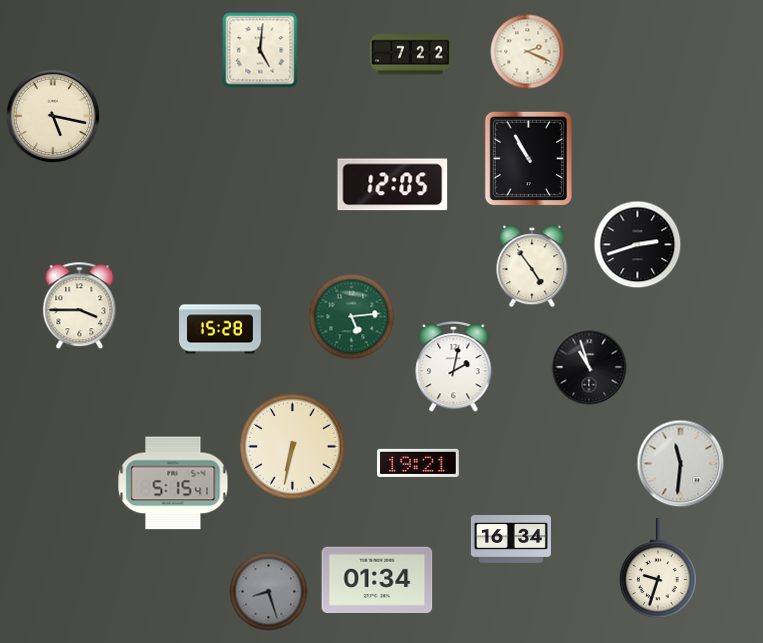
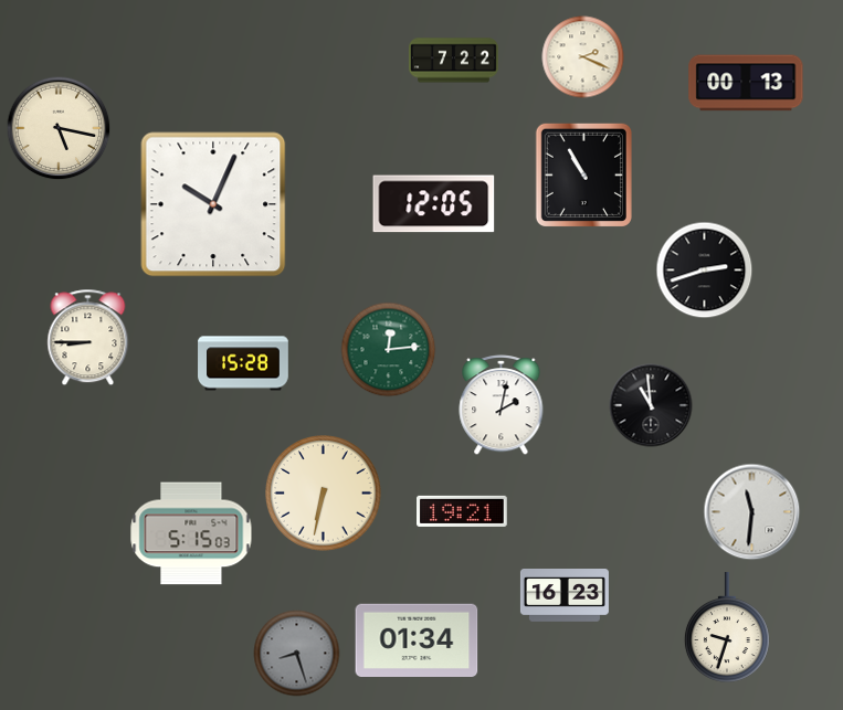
clock at (260, 50): 5:01 -> none
clock at (746, 83): none -> 00:13
clock at (213, 204): none -> 10:04
clock at (532, 266): 4:54 -> none
clock at (80, 306): 3:45 -> 8:45
clock at (352, 317): 5:14 -> 12:14
clock at (589, 367): 10:57 -> 10:59
clock at (173, 483): 5:15:41 -> 5:15:03
clock at (511, 540): 16:34 -> 16:23
